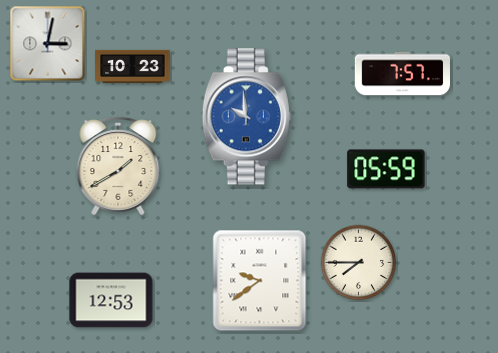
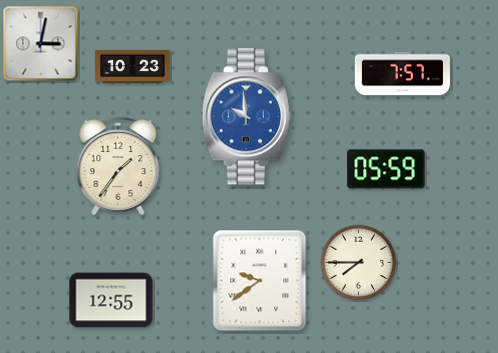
clock at (48, 44) position: (48, 44) -> (41, 44)
clock at (118, 166): 1:40 -> 1:36
clock at (111, 300): 12:53 -> 12:55
